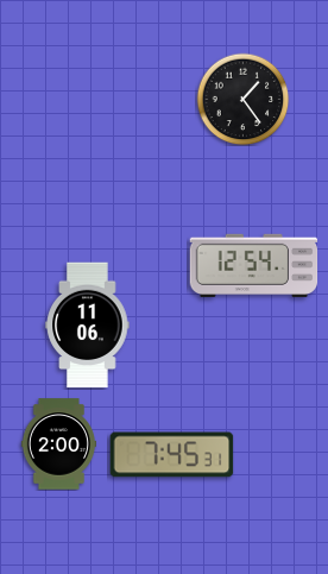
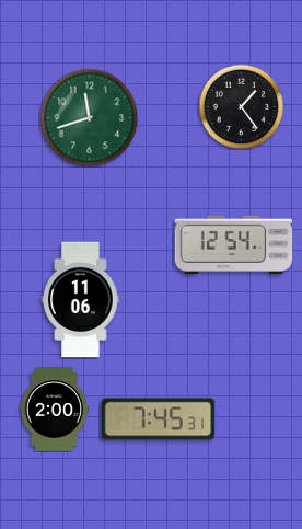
clock at (242, 99) position: (242, 99) -> (241, 106)
clock at (89, 117): none -> 11:42
